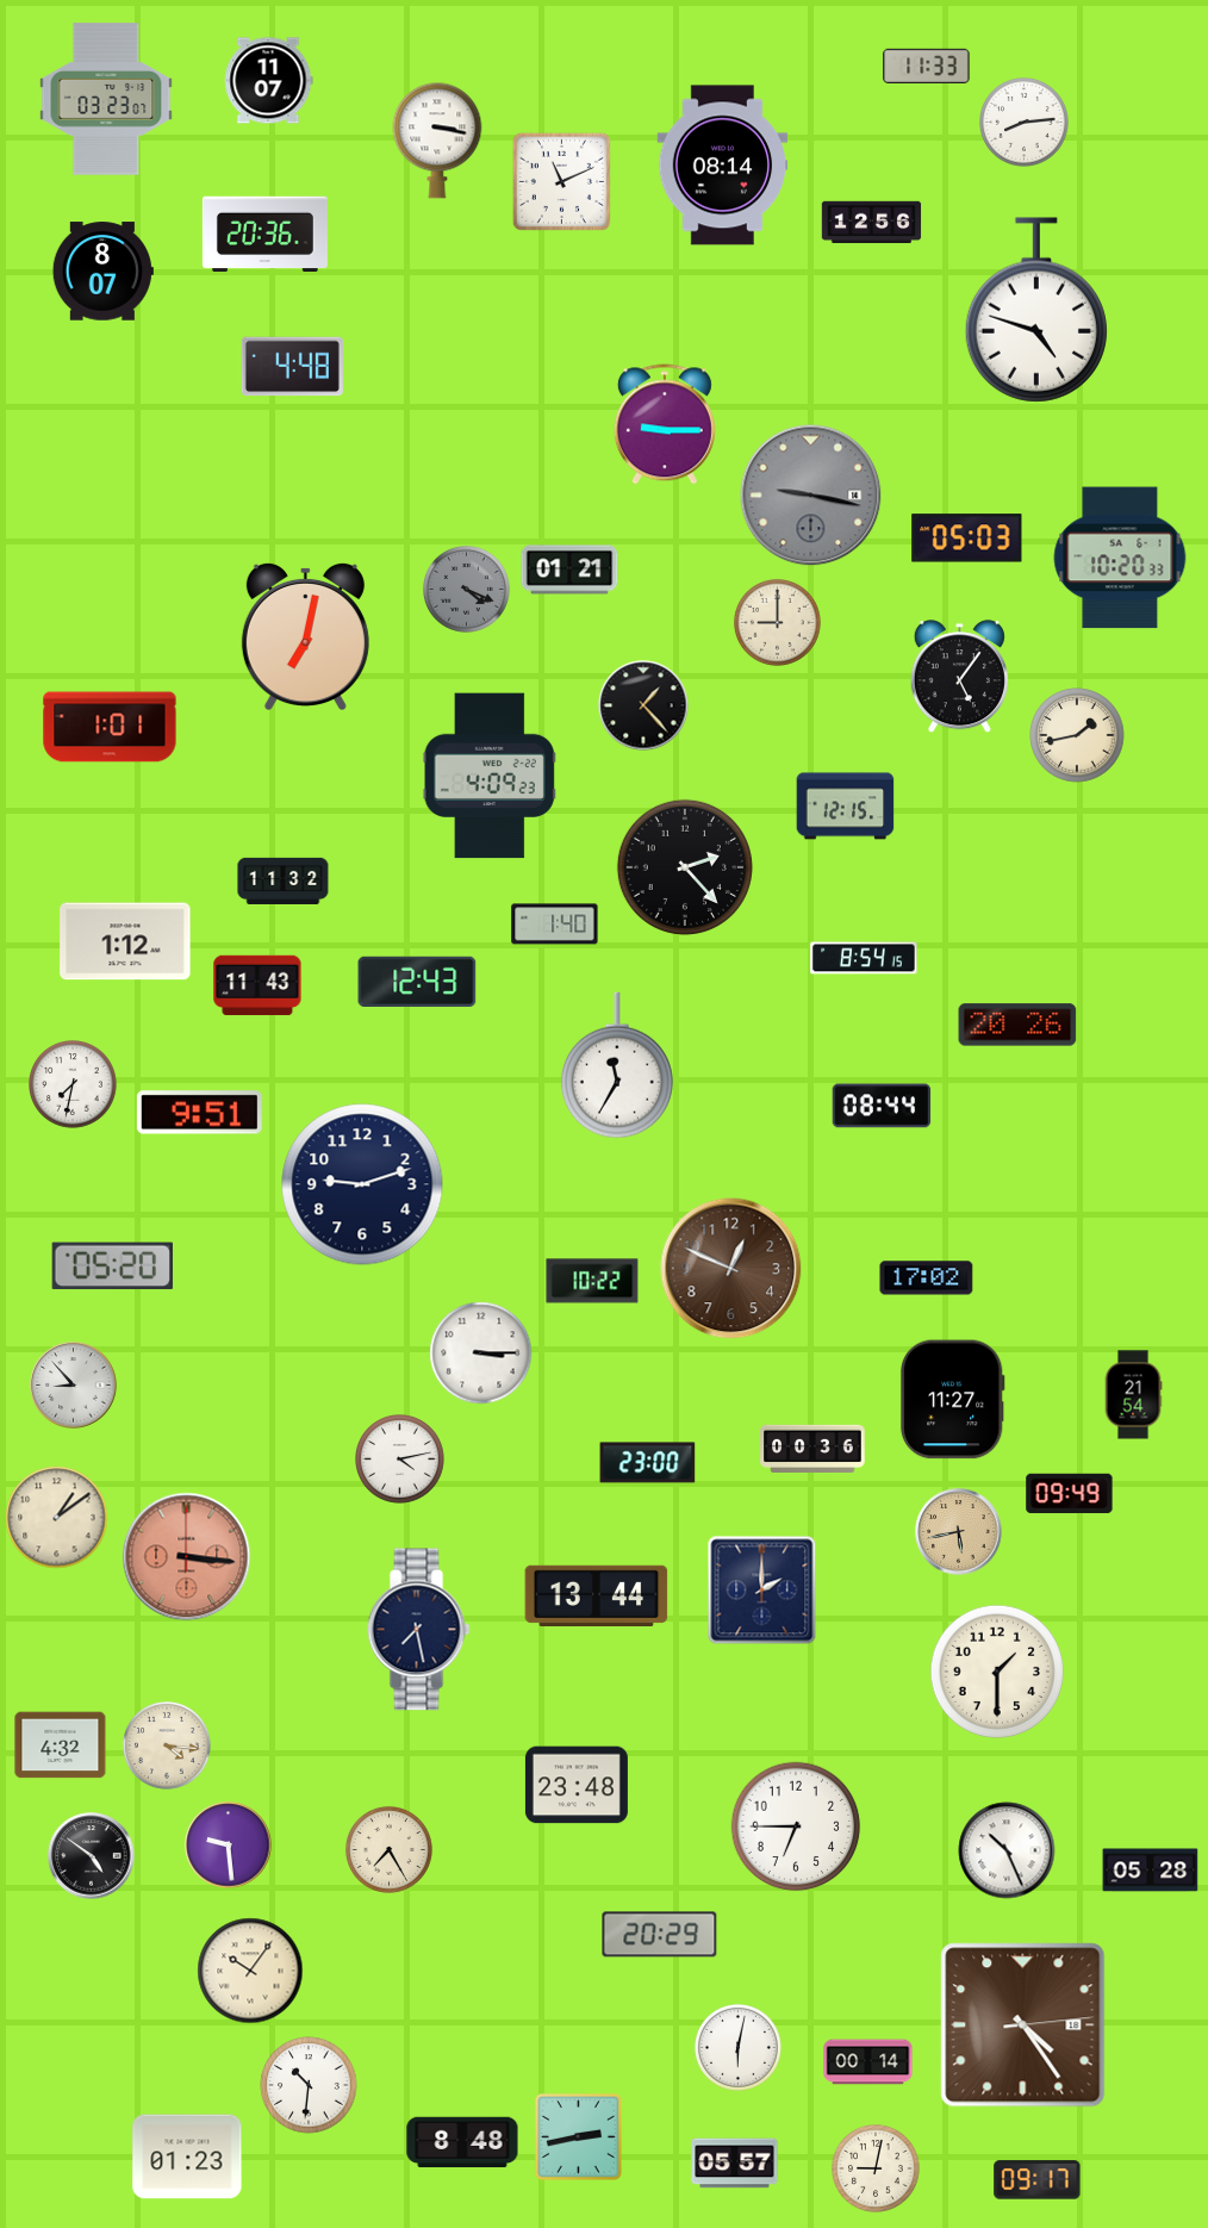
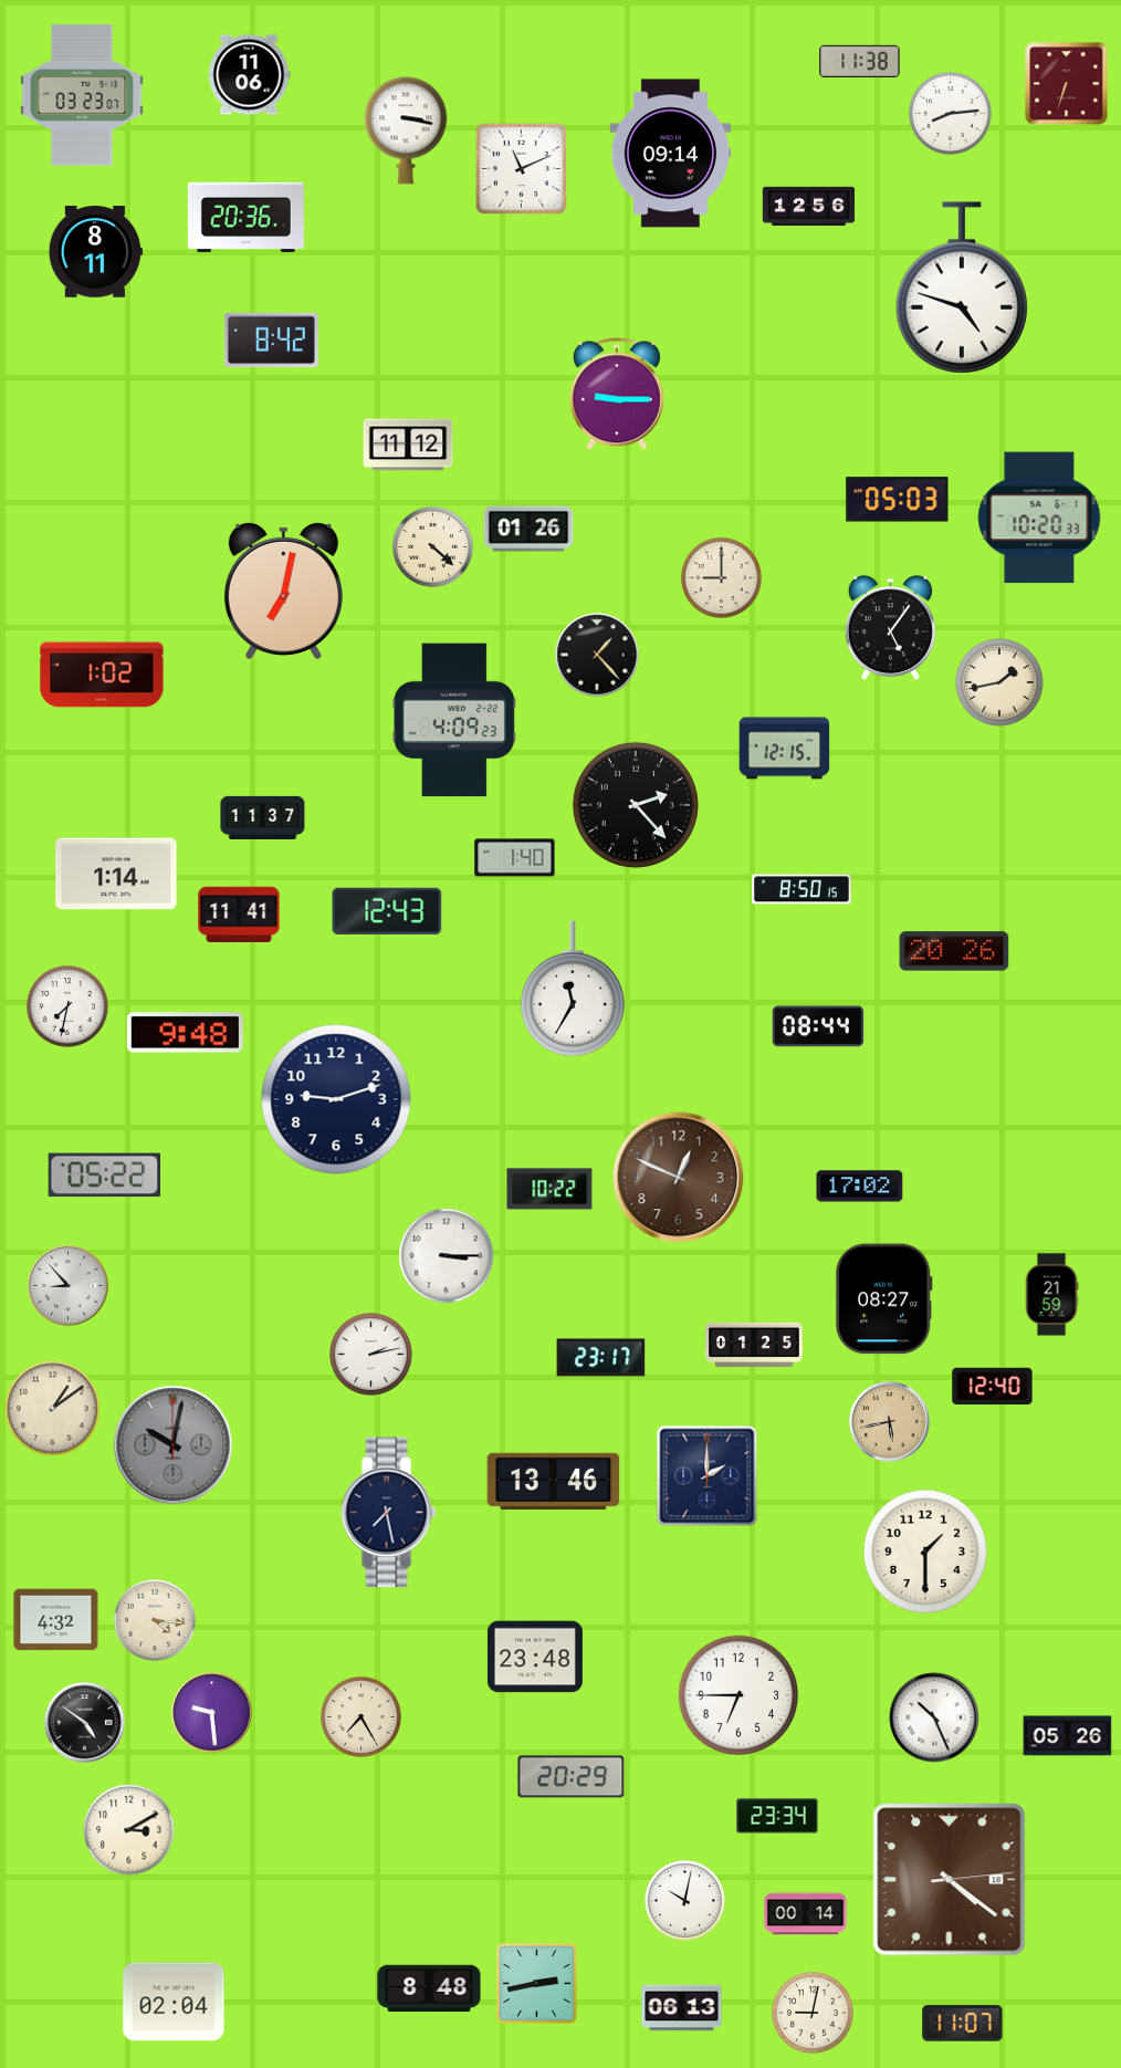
clock at (927, 66): 11:33 -> 11:38
clock at (268, 81): 11:07 -> 11:06
clock at (1067, 84): none -> 6:33
clock at (106, 99) position: (106, 99) -> (82, 95)
clock at (723, 166): 08:14 -> 09:14
clock at (102, 272): 8:07 -> 8:11
clock at (292, 367): 4:48 -> 8:42
clock at (408, 445): none -> 11:12
clock at (811, 496): 9:17 -> none
clock at (569, 570): 01:21 -> 01:26
clock at (466, 589): 4:19 -> 4:22
clock at (466, 589) dial: grey -> cream
clock at (110, 727): 1:01 -> 1:02
clock at (284, 880): 11:32 -> 11:37
clock at (125, 941): 1:12 -> 1:14
clock at (864, 958): 8:54 -> 8:50
clock at (257, 985): 11:43 -> 11:41
clock at (1017, 1025) position: (1017, 1025) -> (954, 951)
clock at (199, 1113): 9:51 -> 9:48
clock at (112, 1267): 05:20 -> 05:22
clock at (1133, 1395): 21:54 -> 21:59
clock at (952, 1400): 11:27 -> 08:27
clock at (812, 1449): 00:36 -> 01:25
clock at (400, 1460): 4:13 -> 2:13
clock at (648, 1463): 23:00 -> 23:17
clock at (1070, 1494): 09:49 -> 12:40
clock at (187, 1557): 3:16 -> 10:02
clock at (187, 1557) dial: salmon -> grey
clock at (597, 1595): 13:44 -> 13:46
clock at (1151, 1871): 05:28 -> 05:26
clock at (660, 1935) position: (660, 1935) -> (572, 1777)
clock at (777, 1816): none -> 23:34
clock at (250, 1971): 10:06 -> none
clock at (129, 1830): none -> 3:10
clock at (1023, 2025): 4:24 -> 4:21
clock at (737, 2047): 6:02 -> 10:02
clock at (309, 2085): 10:31 -> none
clock at (187, 2157): 01:23 -> 02:04
clock at (735, 2164): 05:57 -> 06:13
clock at (1038, 2180): 09:17 -> 11:07
